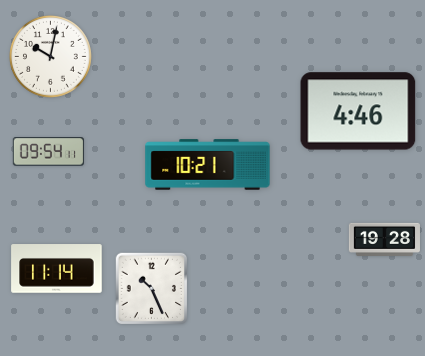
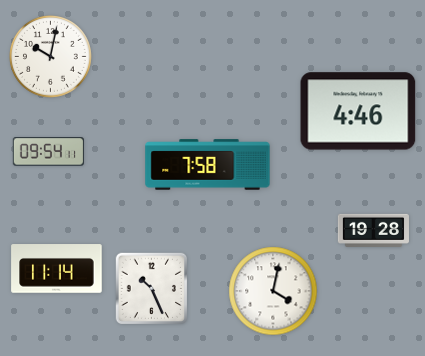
clock at (208, 165): 10:21 -> 7:58
clock at (384, 239) position: (384, 239) -> (373, 230)
clock at (273, 291): none -> 4:02
